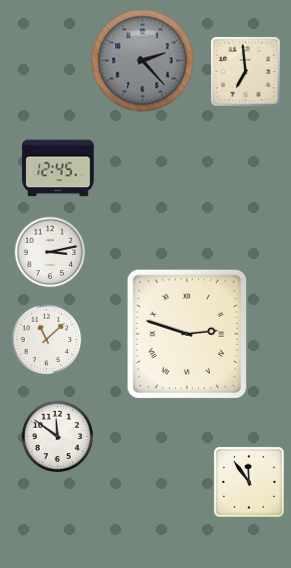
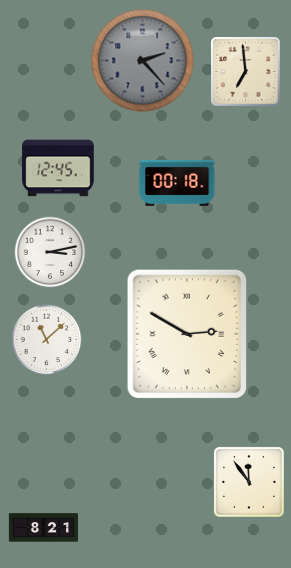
clock at (177, 183): none -> 00:18
clock at (187, 334): 2:48 -> 2:50
clock at (58, 437): 11:51 -> none
clock at (43, 528): none -> 8:21
